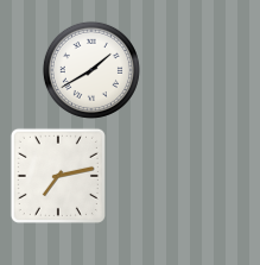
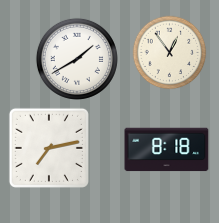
clock at (170, 53): none -> 12:54
clock at (167, 150): none -> 8:18
